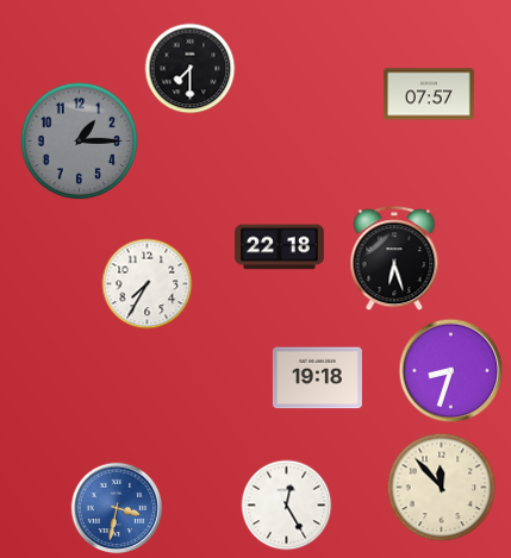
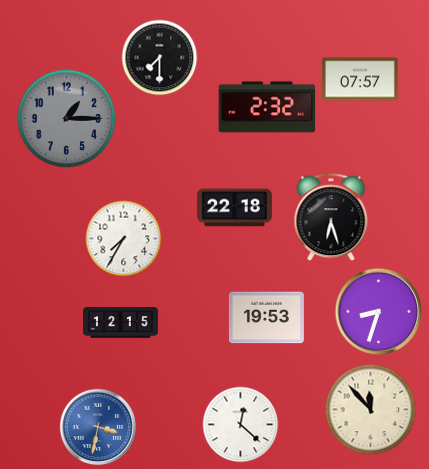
clock at (267, 107): none -> 2:32
clock at (317, 378): 19:18 -> 19:53
clock at (120, 323): none -> 12:15
clock at (287, 506): 12:25 -> 12:22
